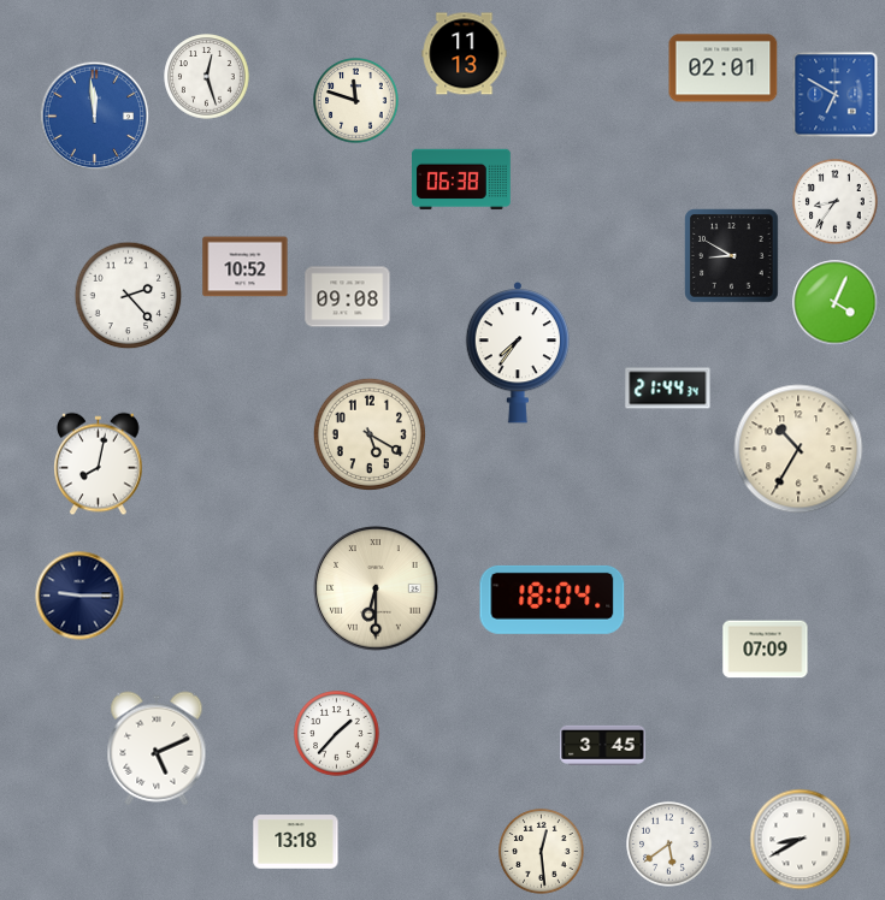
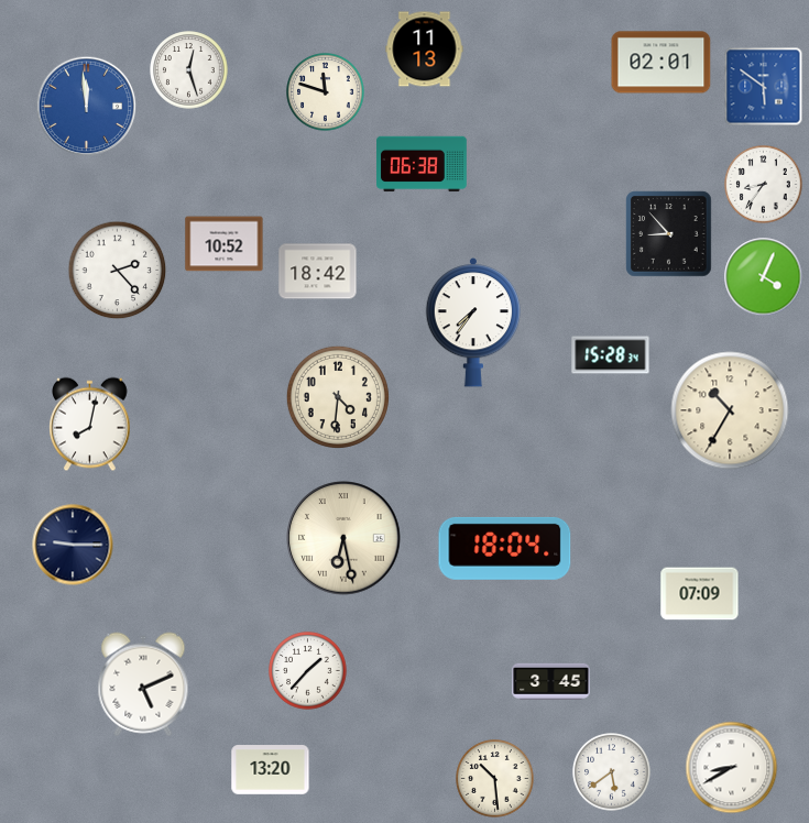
clock at (836, 95): 6:50 -> 5:51
clock at (732, 256): 8:50 -> 8:53
clock at (348, 297): 09:08 -> 18:42
clock at (668, 389): 21:44 -> 15:28
clock at (370, 434): 5:20 -> 4:31
clock at (376, 588): 6:30 -> 6:28
clock at (296, 842): 13:18 -> 13:20
clock at (542, 852): 12:29 -> 10:29
